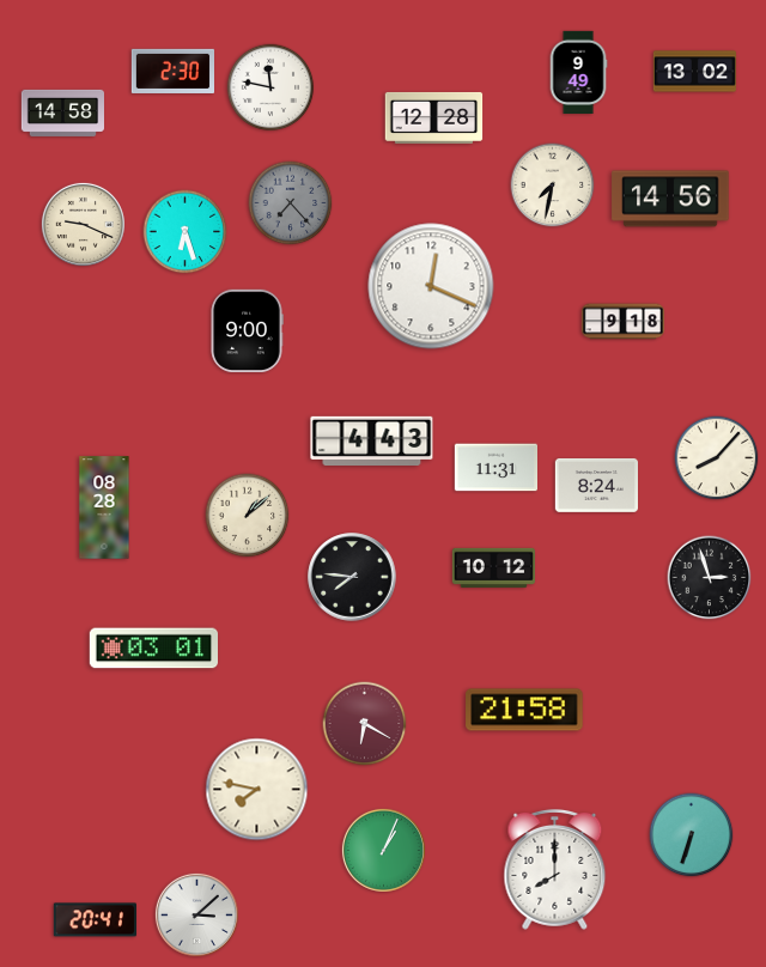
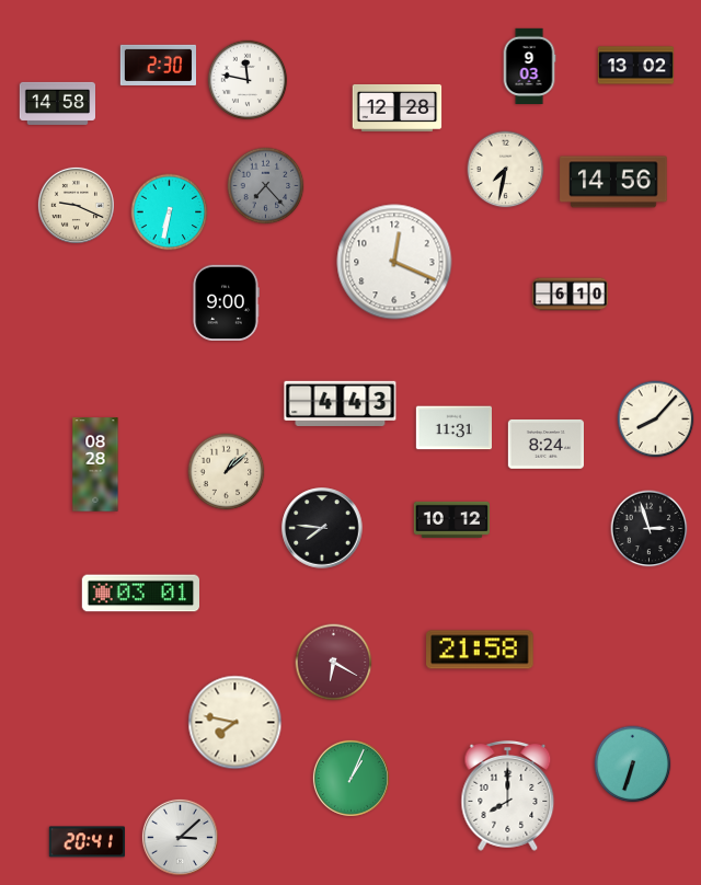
clock at (578, 72): 9:49 -> 9:03
clock at (186, 232): 6:27 -> 6:32
clock at (624, 322): 9:18 -> 6:10
